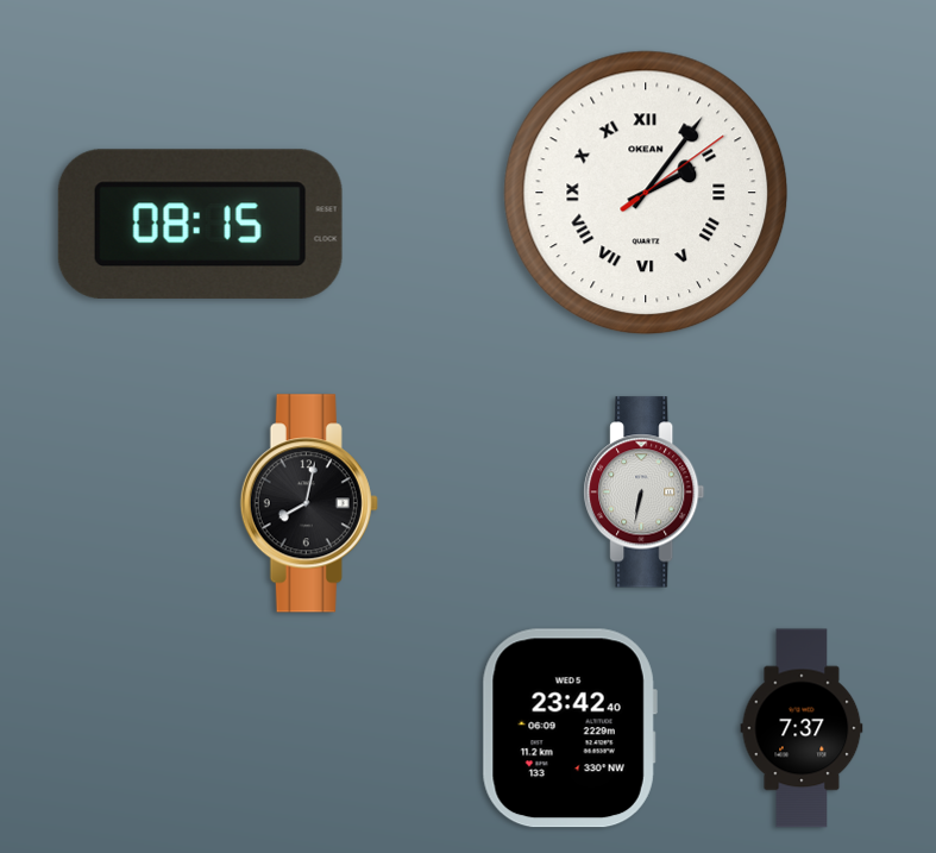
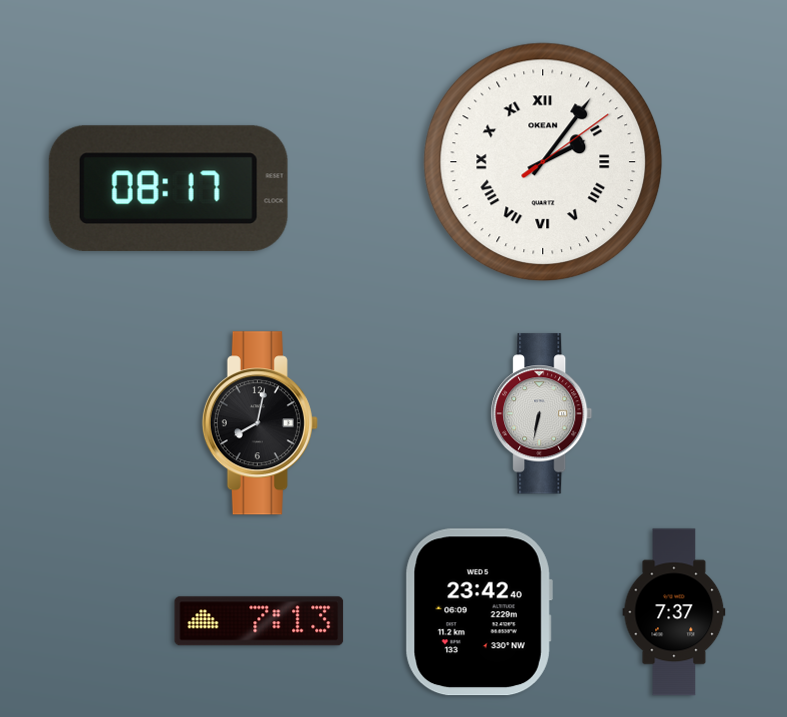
clock at (200, 224): 08:15 -> 08:17
clock at (259, 621): none -> 7:13
